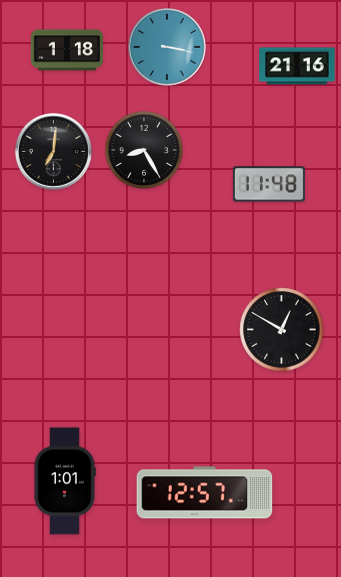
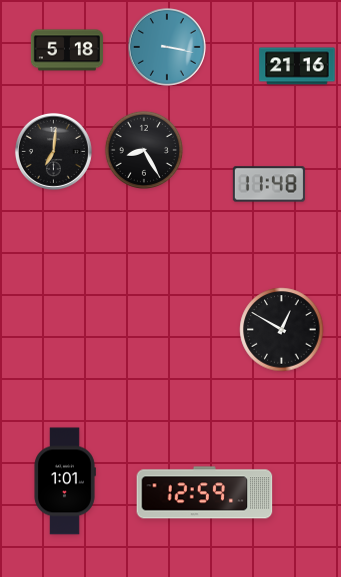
clock at (67, 50): 1:18 -> 5:18
clock at (205, 493): 12:57 -> 12:59
